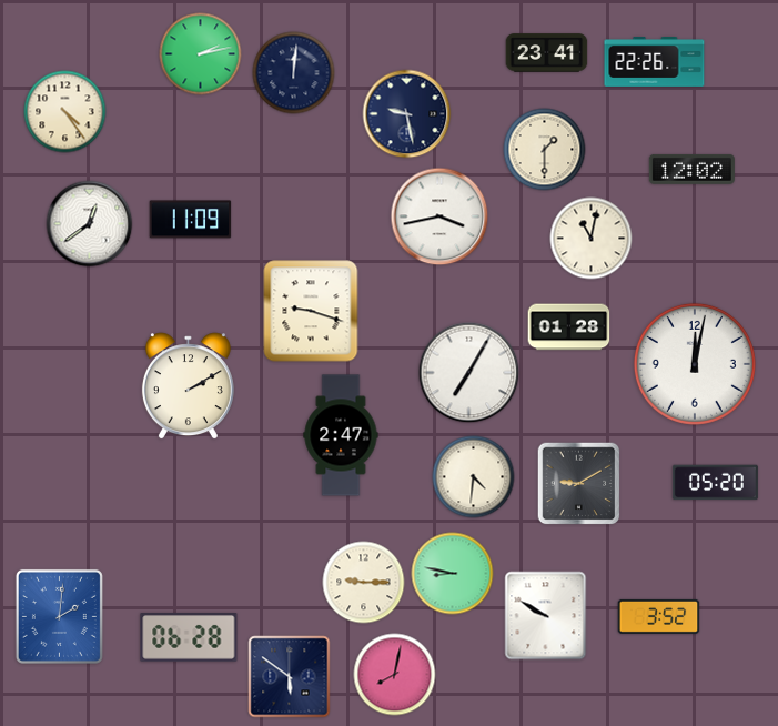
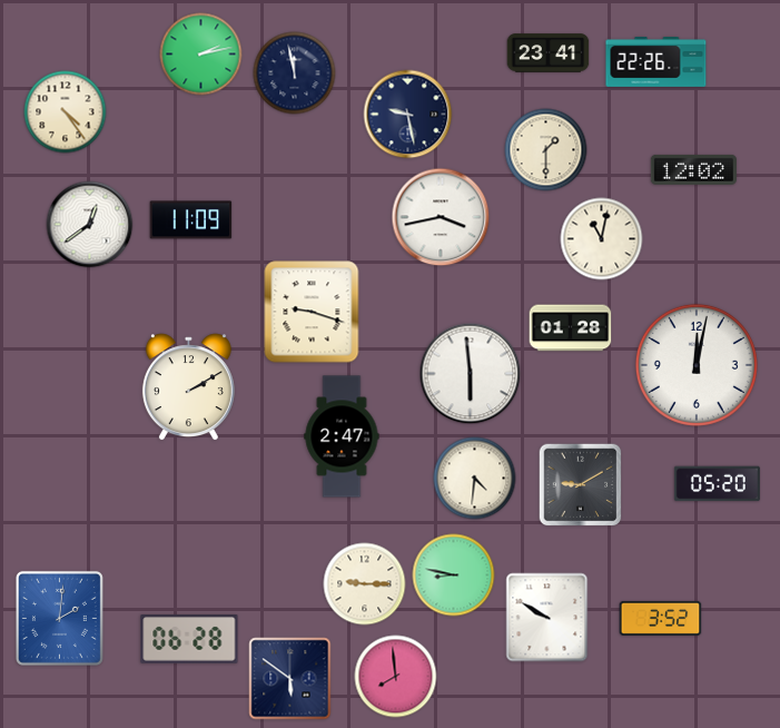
clock at (294, 73): 12:01 -> 11:58
clock at (592, 239) position: (592, 239) -> (602, 239)
clock at (469, 373): 7:05 -> 5:59
clock at (395, 675): 8:02 -> 7:59
